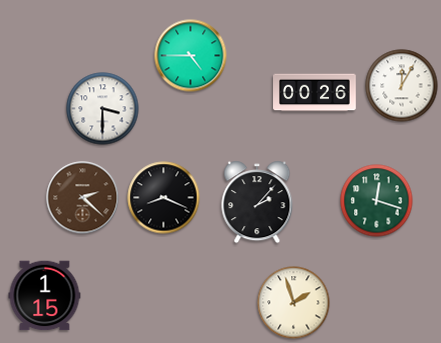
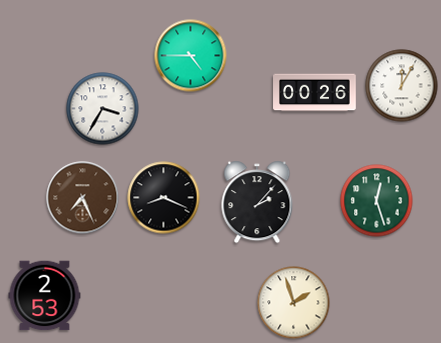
clock at (103, 109): 3:30 -> 3:35
clock at (83, 198): 2:22 -> 7:26
clock at (377, 201): 12:18 -> 12:27
clock at (45, 296): 1:15 -> 2:53
